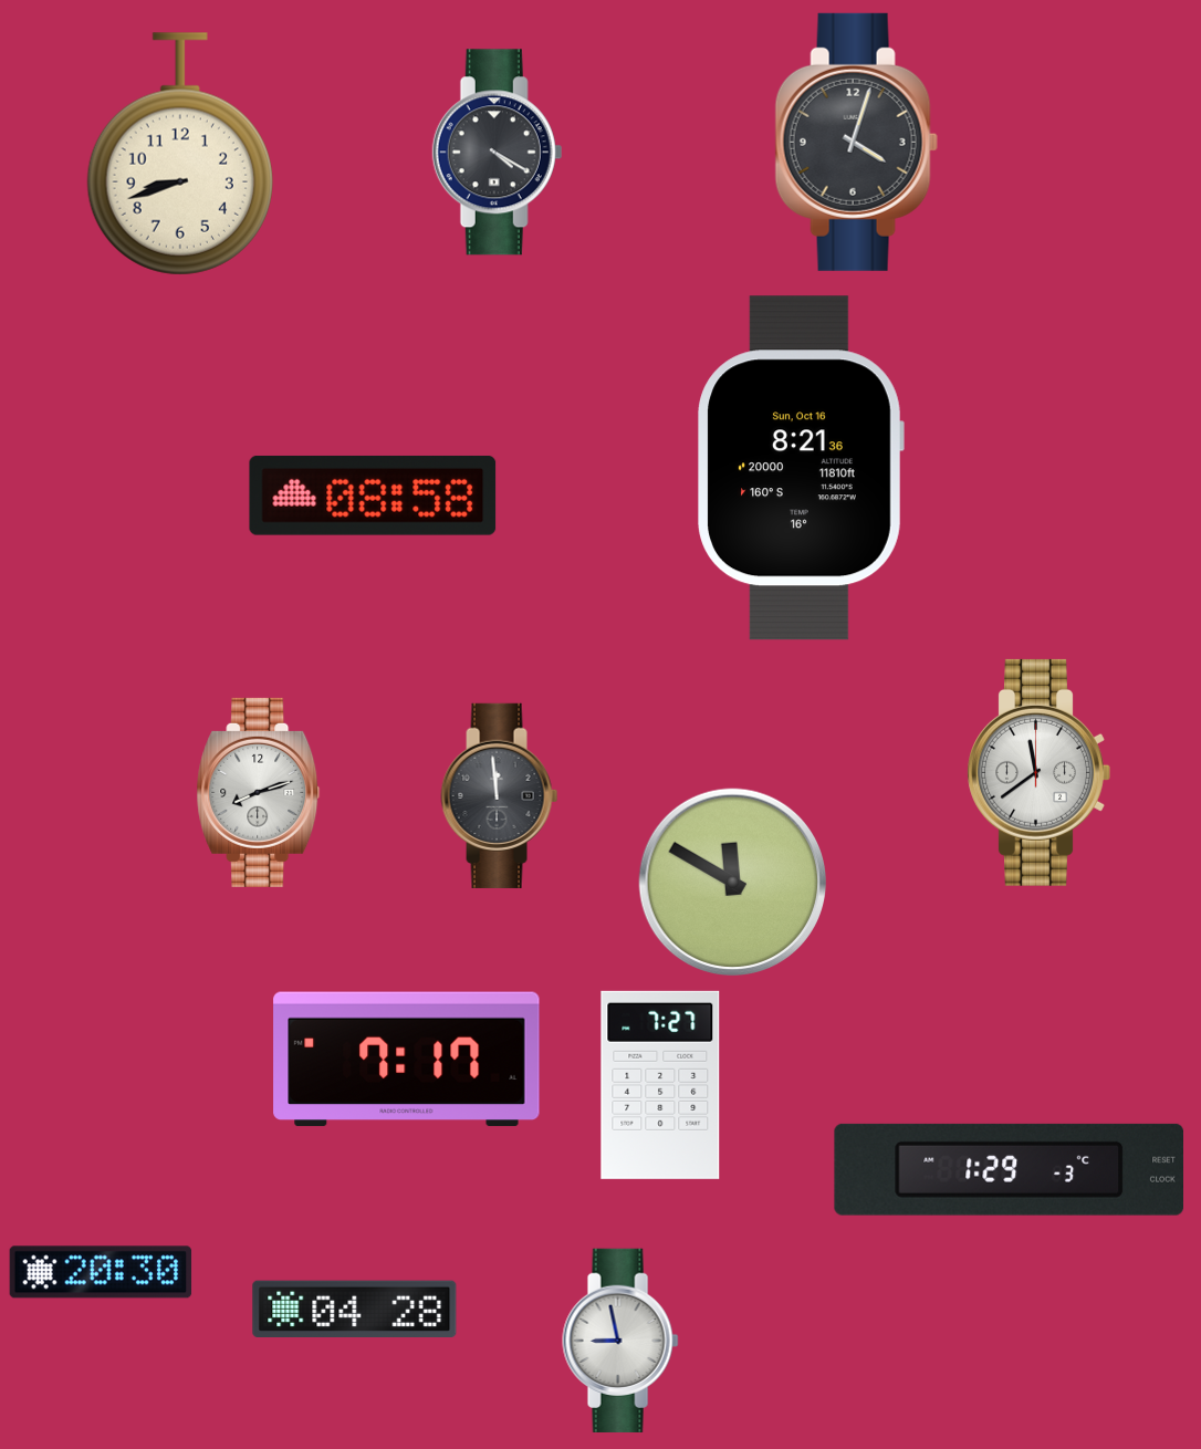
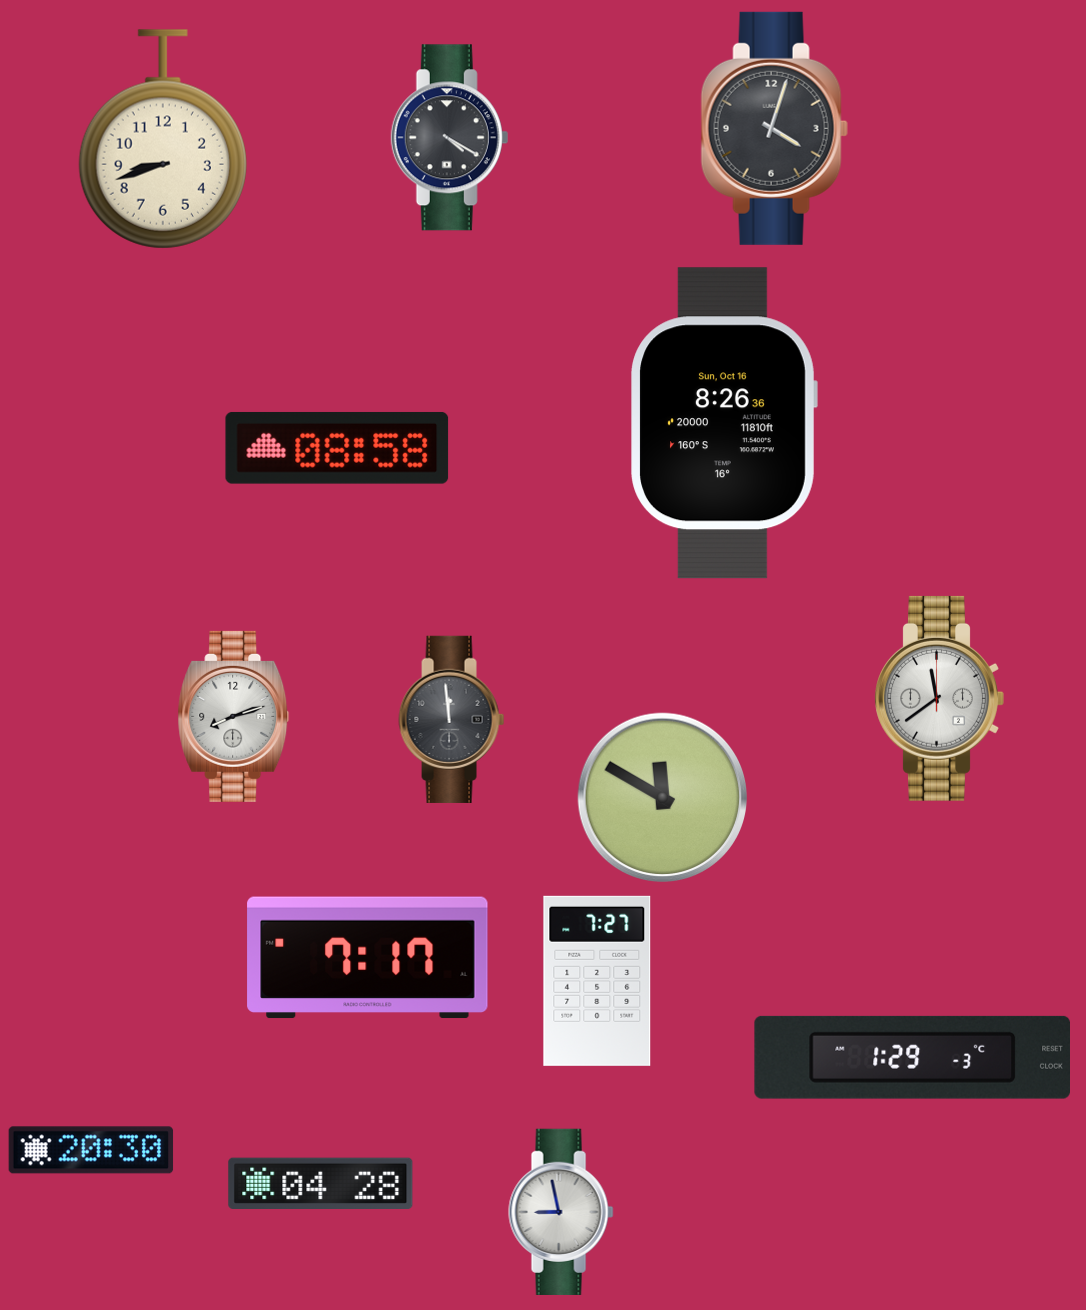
clock at (801, 468): 8:21 -> 8:26
